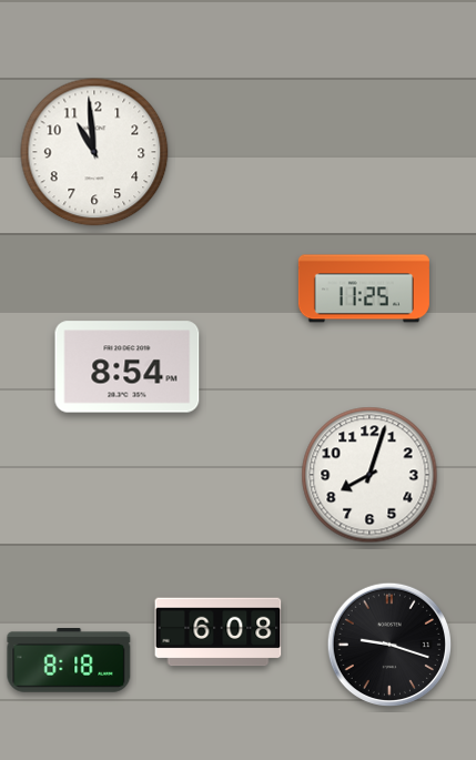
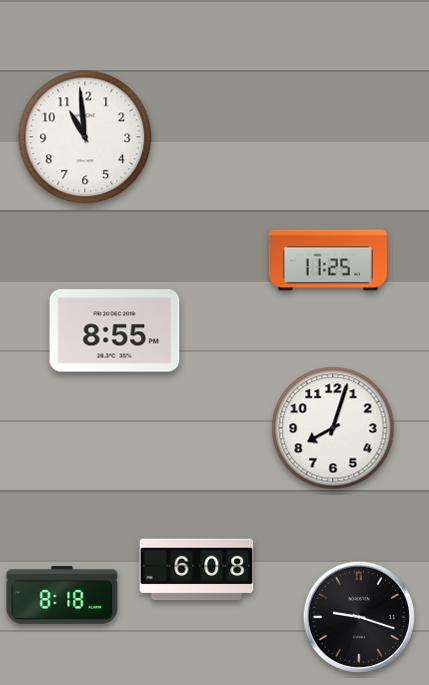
clock at (128, 367): 8:54 -> 8:55
clock at (388, 644) position: (388, 644) -> (358, 616)
